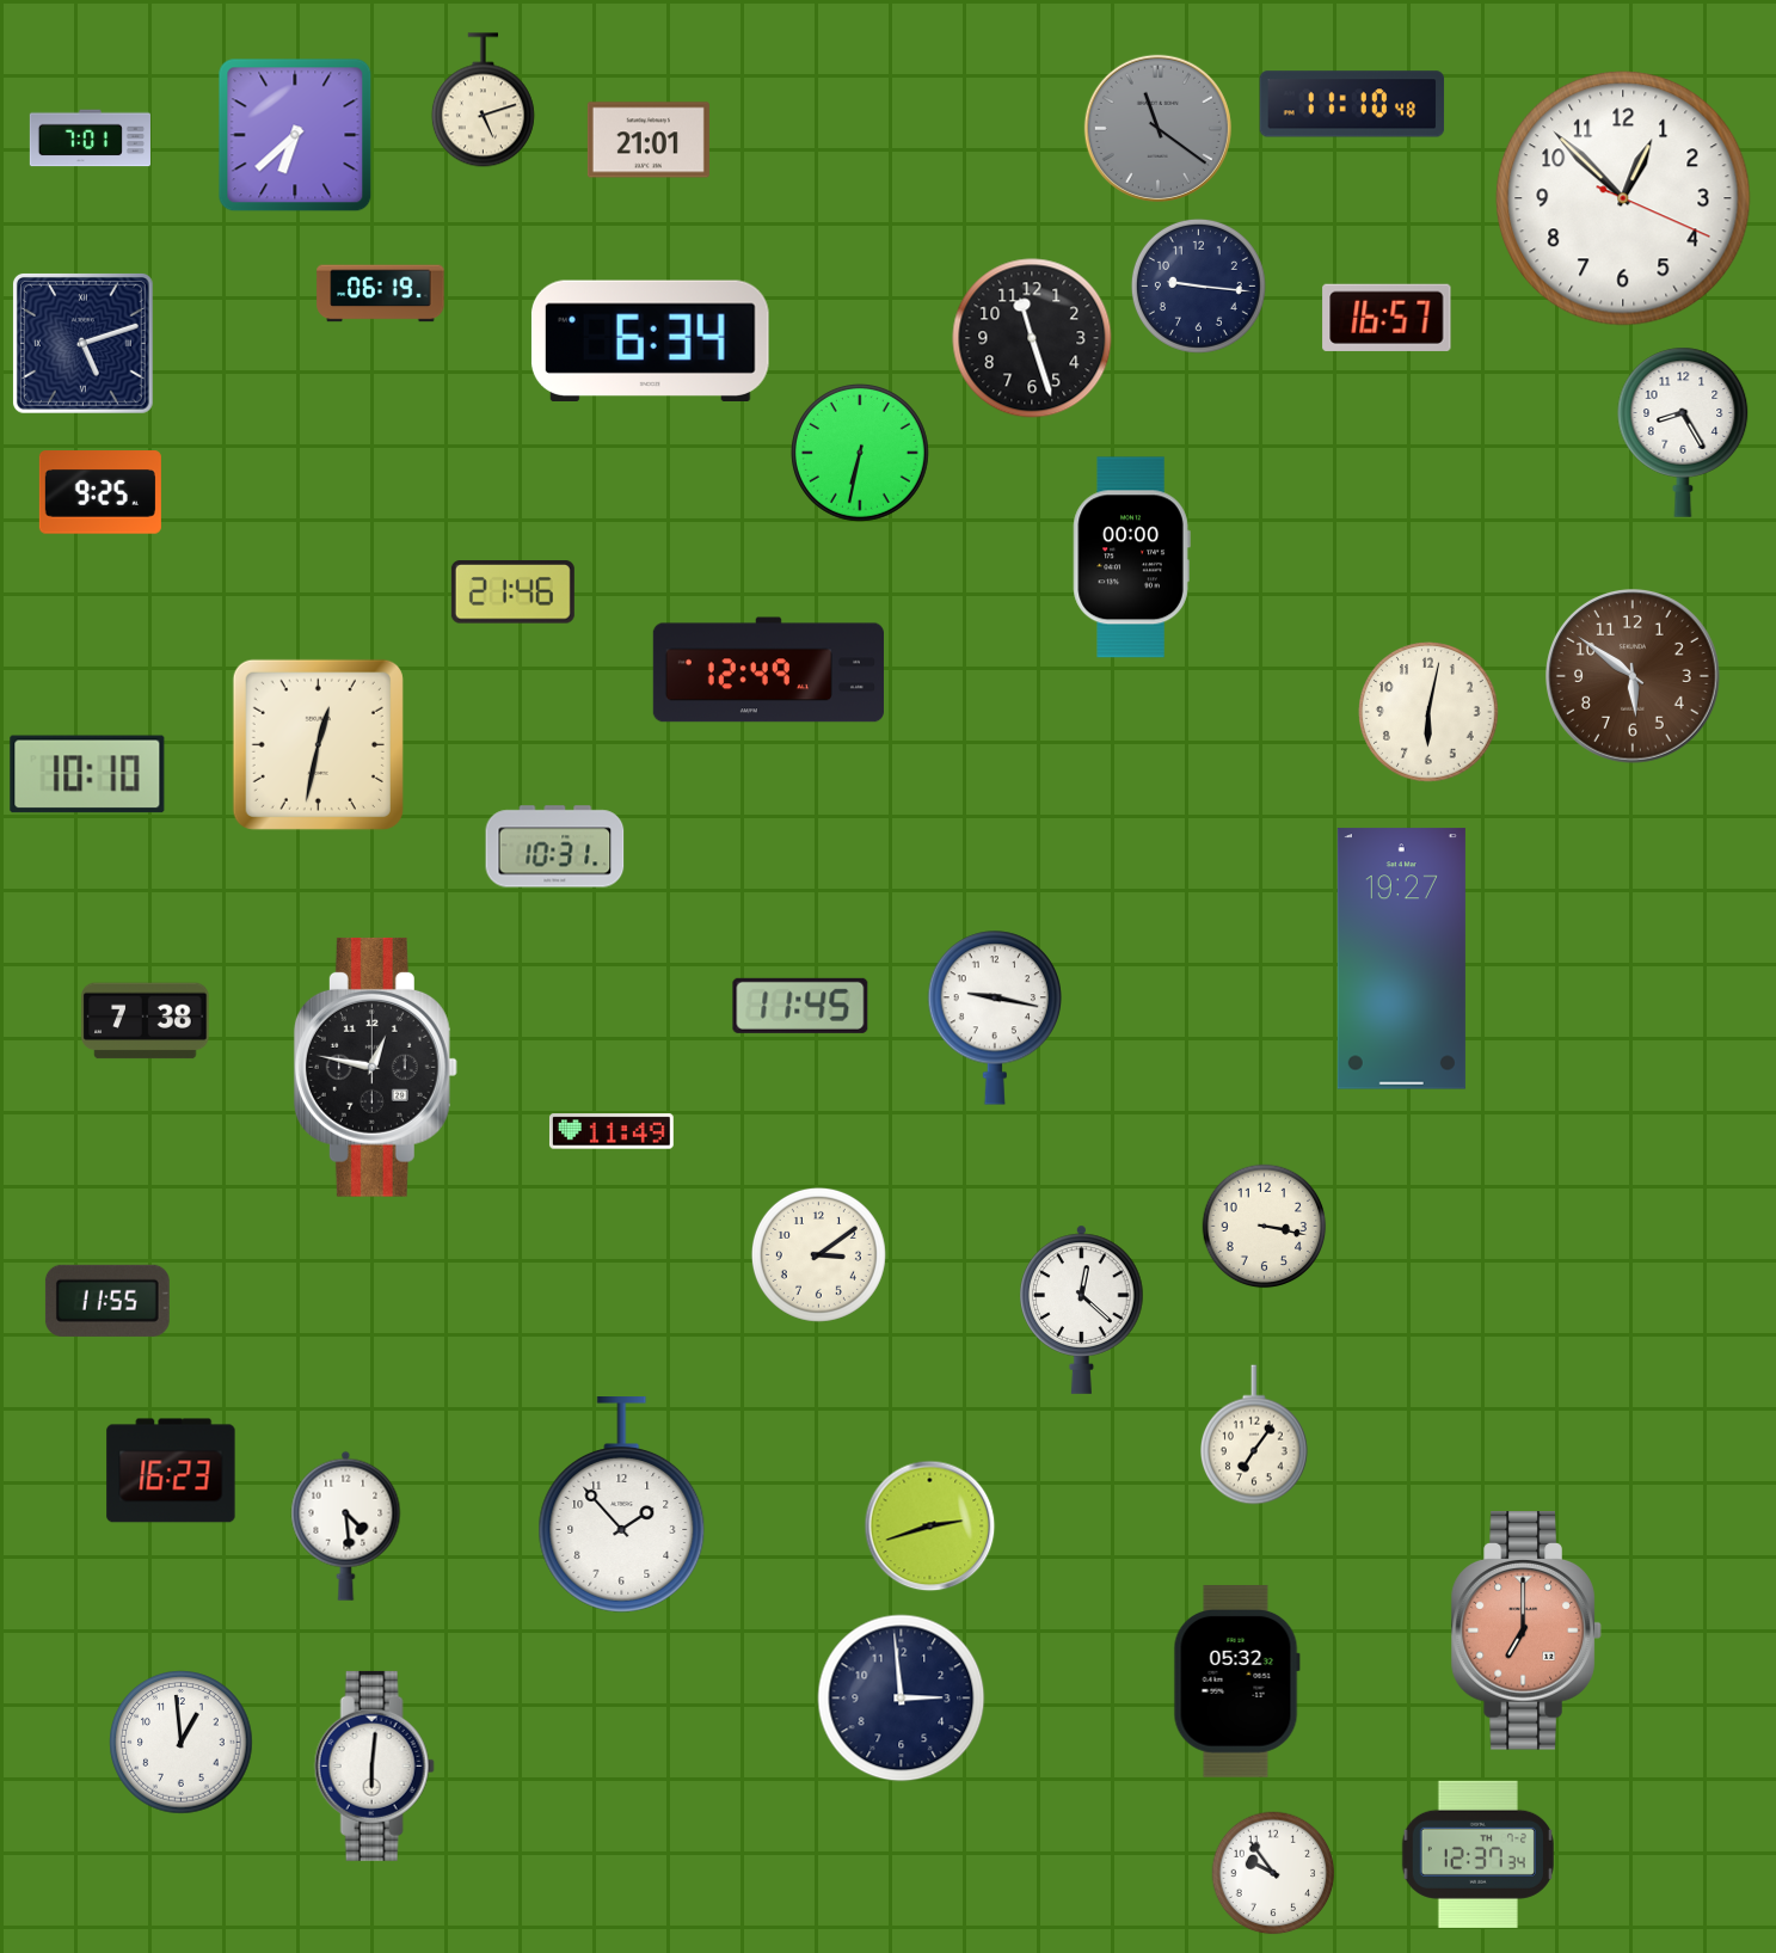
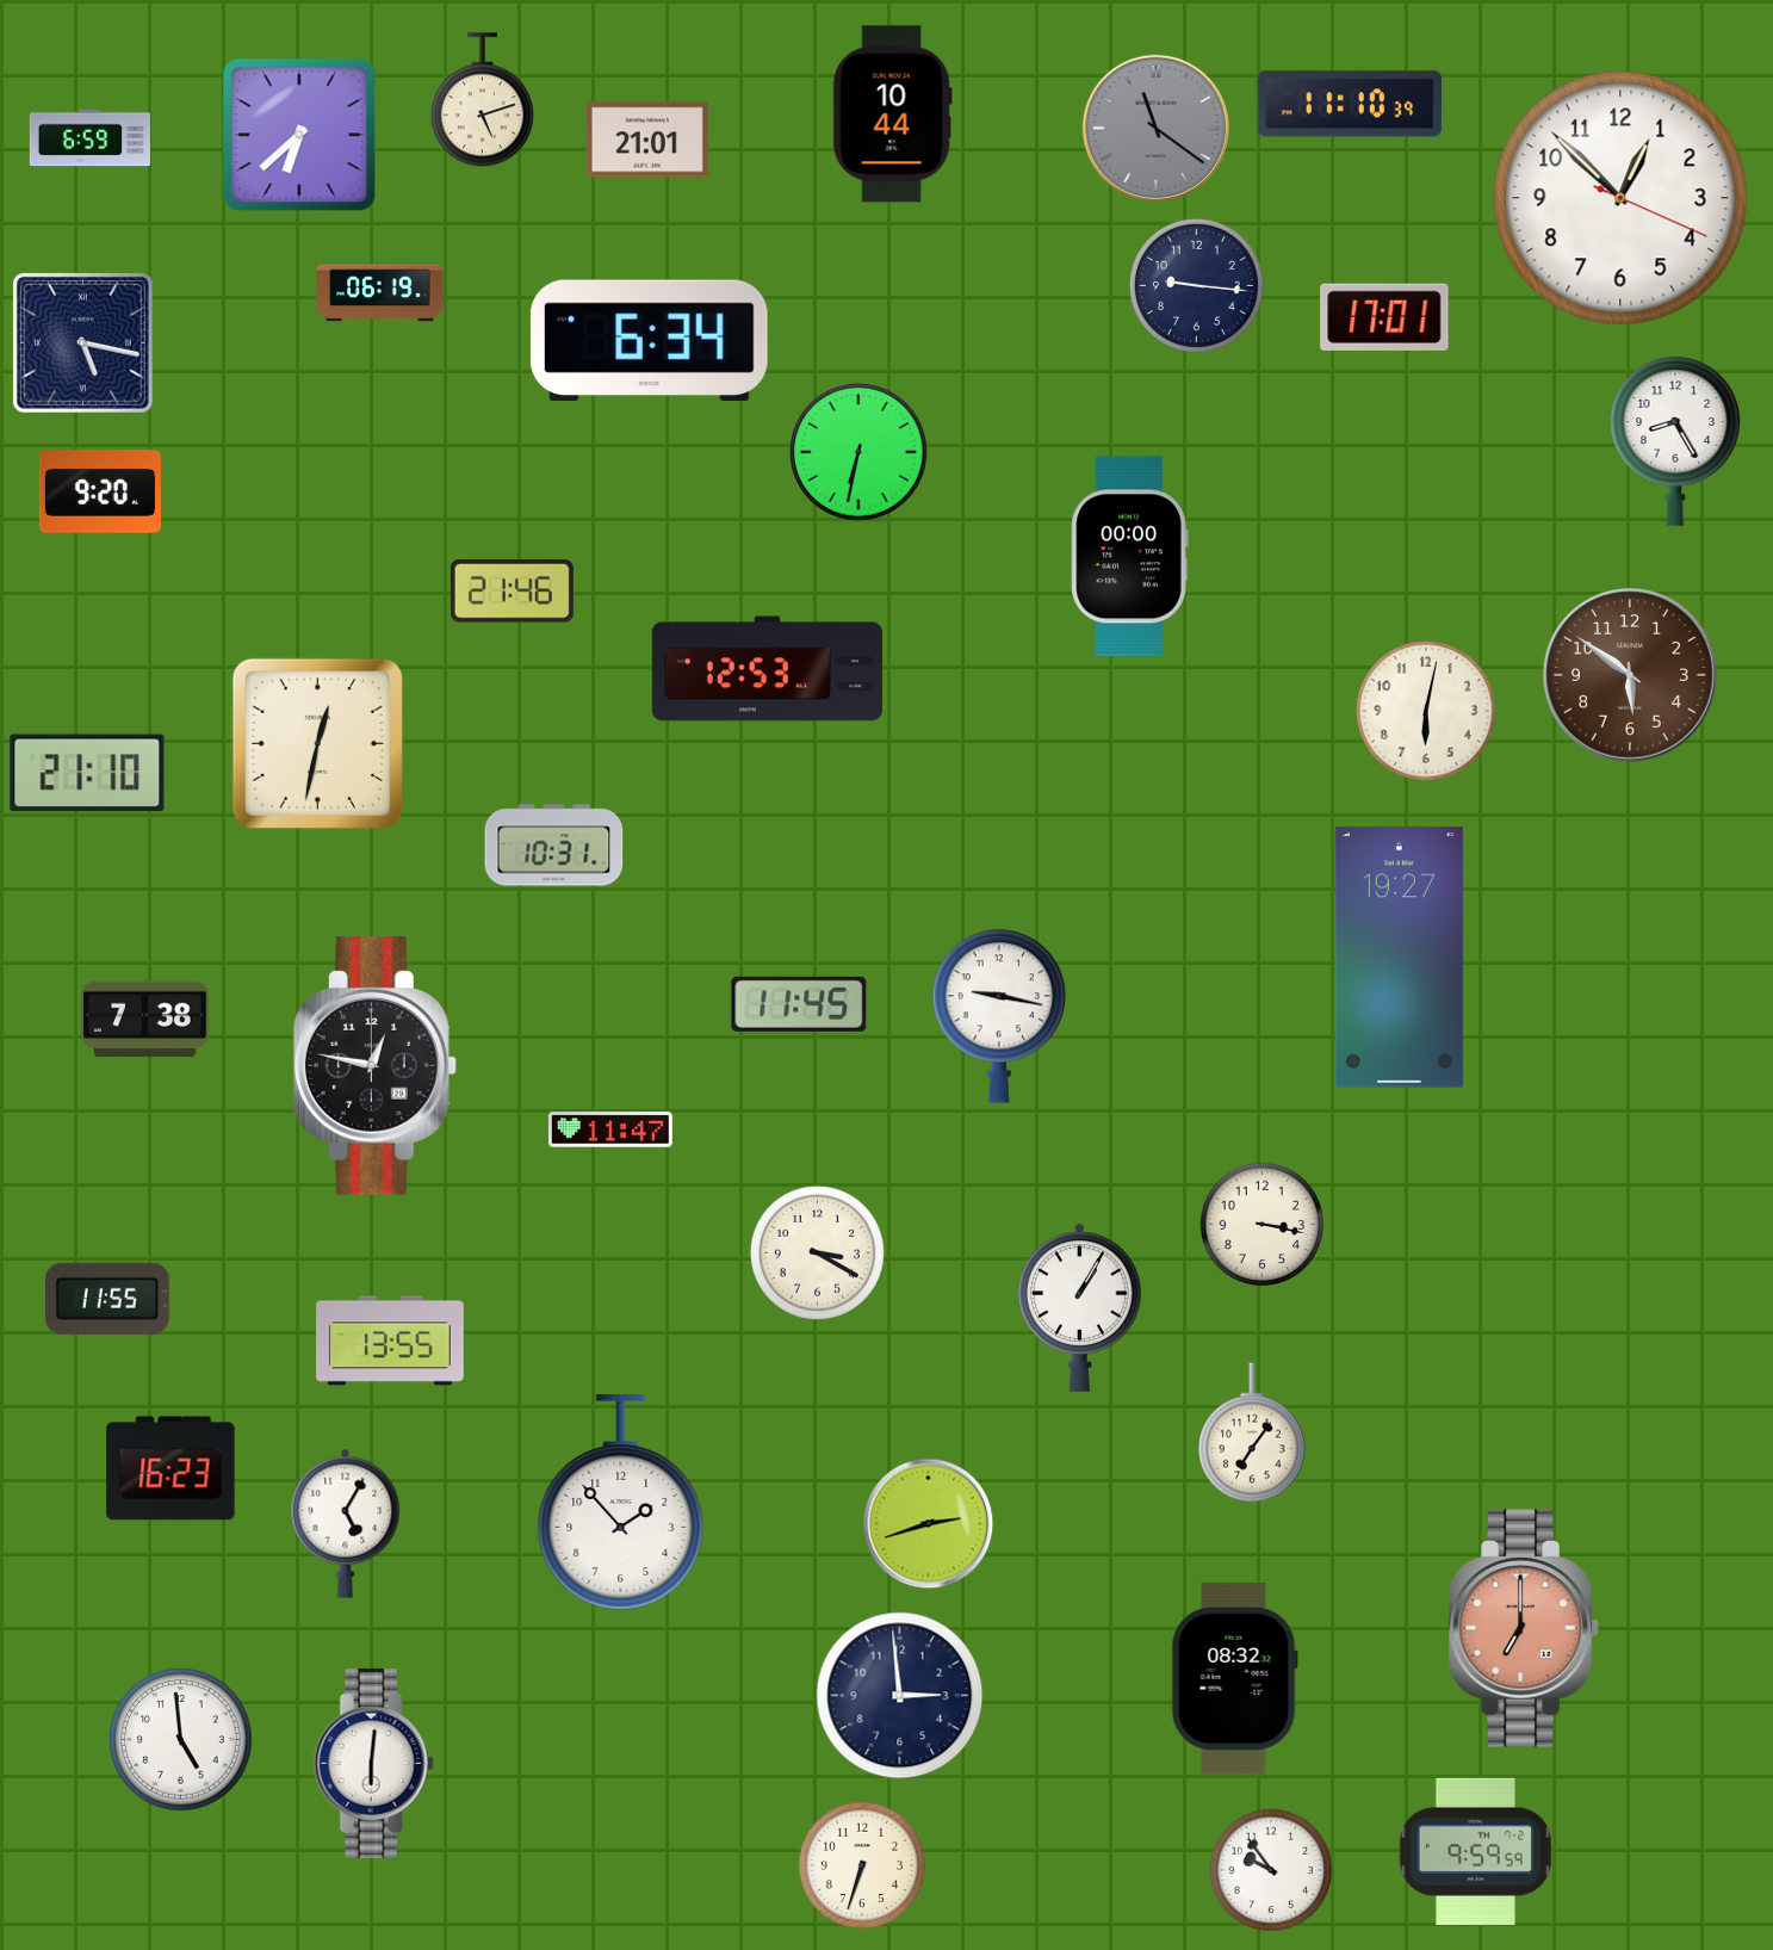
clock at (1352, 104): 11:10:48 -> 11:10:39
clock at (892, 114): none -> 10:44
clock at (295, 135) position: (295, 135) -> (299, 135)
clock at (90, 139): 7:01 -> 6:59
clock at (1387, 318): 16:57 -> 17:01
clock at (1032, 338): 11:27 -> none
clock at (82, 343): 5:12 -> 5:17
clock at (1683, 432) position: (1683, 432) -> (1675, 441)
clock at (100, 492): 9:25 -> 9:20
clock at (768, 670): 12:49 -> 12:53
clock at (87, 774): 10:10 -> 21:10
clock at (994, 1018) position: (994, 1018) -> (998, 1016)
clock at (612, 1131): 11:49 -> 11:47
clock at (818, 1254): 3:09 -> 3:20
clock at (1082, 1309): 12:22 -> 1:05
clock at (390, 1341): none -> 13:55
clock at (346, 1525): 4:29 -> 5:05
clock at (1236, 1681): 05:32 -> 08:32
clock at (182, 1743): 12:59 -> 4:59
clock at (1477, 1854): 12:37 -> 9:59
clock at (861, 1864): none -> 6:33
